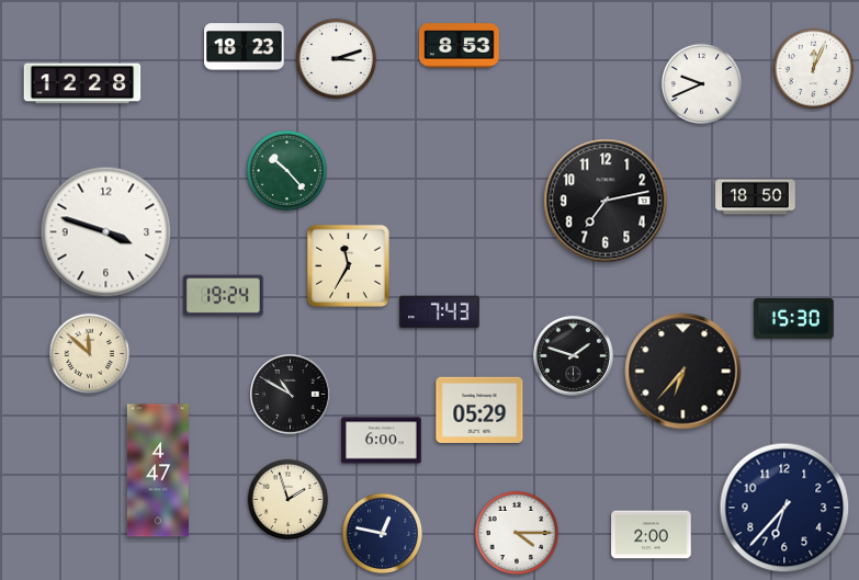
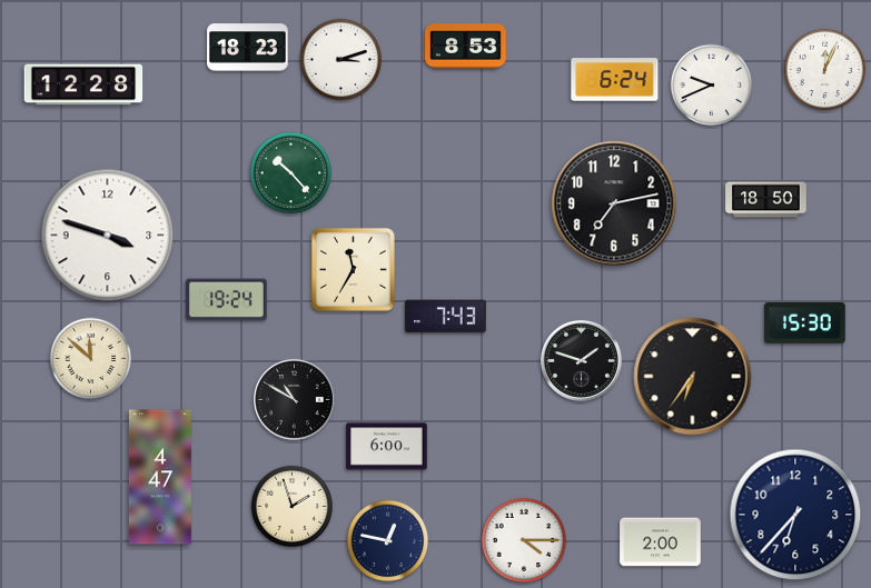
clock at (615, 80): none -> 6:24
clock at (683, 372): 6:37 -> 6:36
clock at (479, 409): 05:29 -> none
